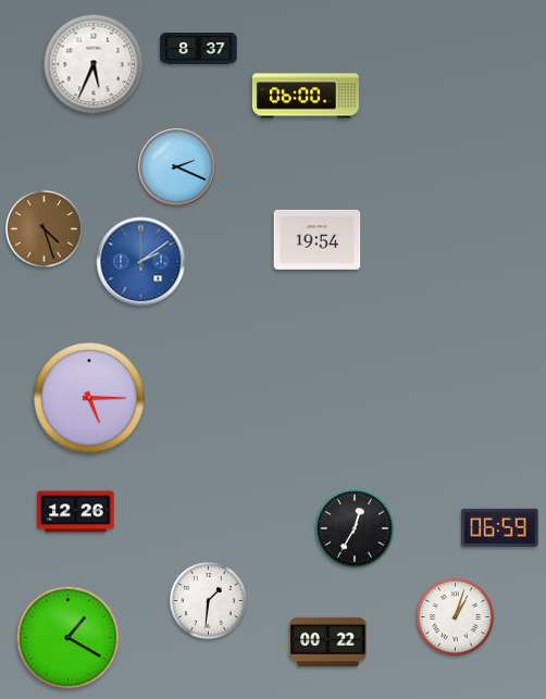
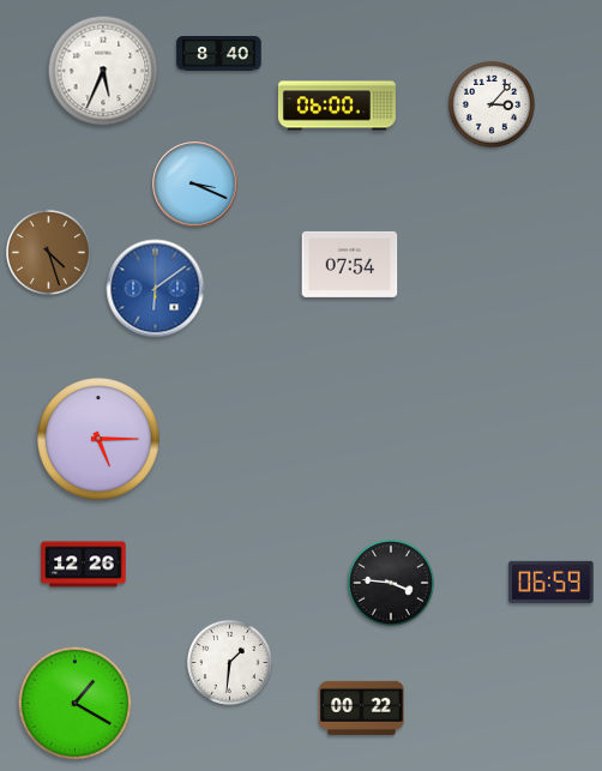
clock at (199, 49): 8:37 -> 8:40
clock at (492, 104): none -> 3:07
clock at (177, 167): 2:19 -> 3:19
clock at (318, 239): 19:54 -> 07:54
clock at (141, 262): 2:09 -> 6:09
clock at (355, 528): 12:35 -> 3:46
clock at (455, 616): 1:03 -> none
